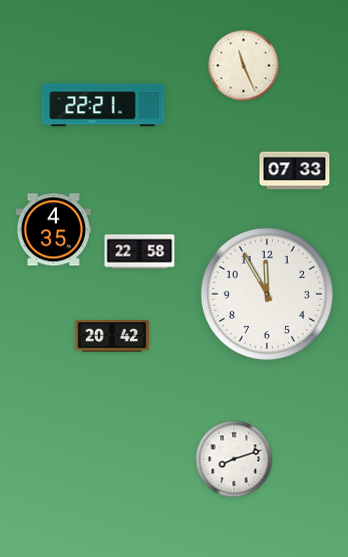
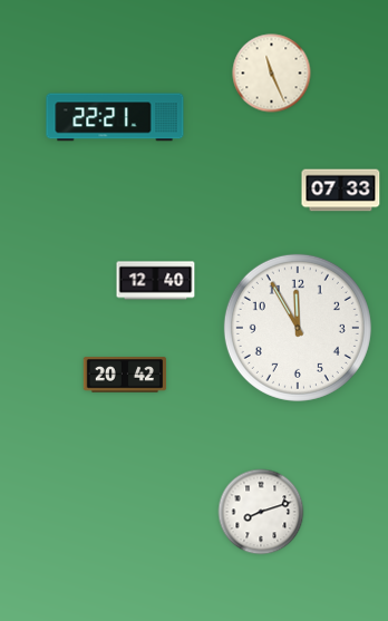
clock at (295, 171) position: (295, 171) -> (341, 191)
clock at (53, 230): 4:35 -> none
clock at (140, 252): 22:58 -> 12:40
